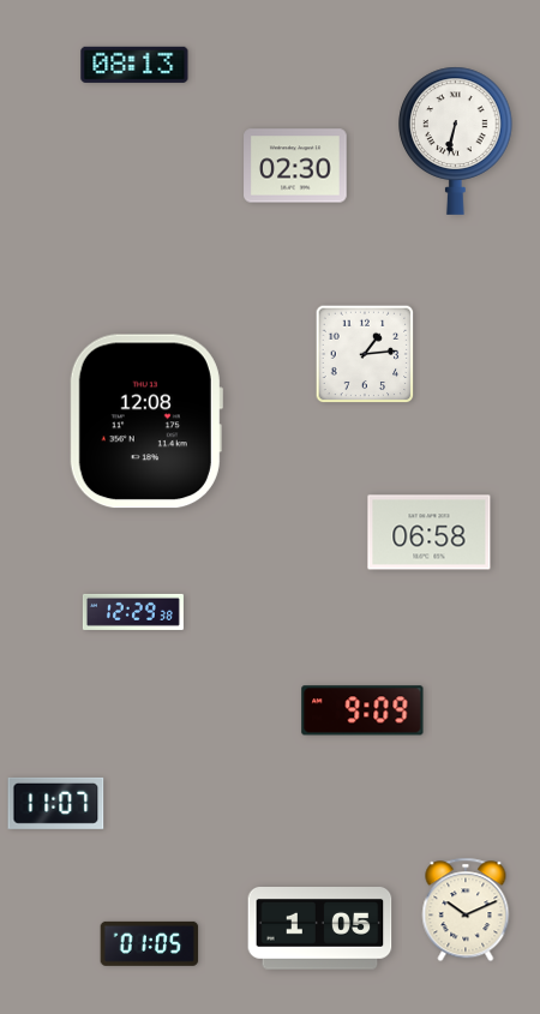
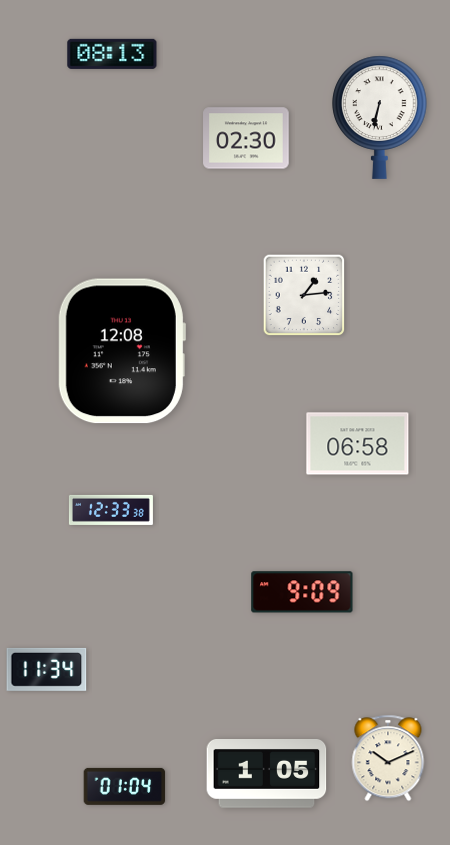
clock at (133, 612): 12:29 -> 12:33
clock at (56, 803): 11:07 -> 11:34
clock at (150, 943): 01:05 -> 01:04
